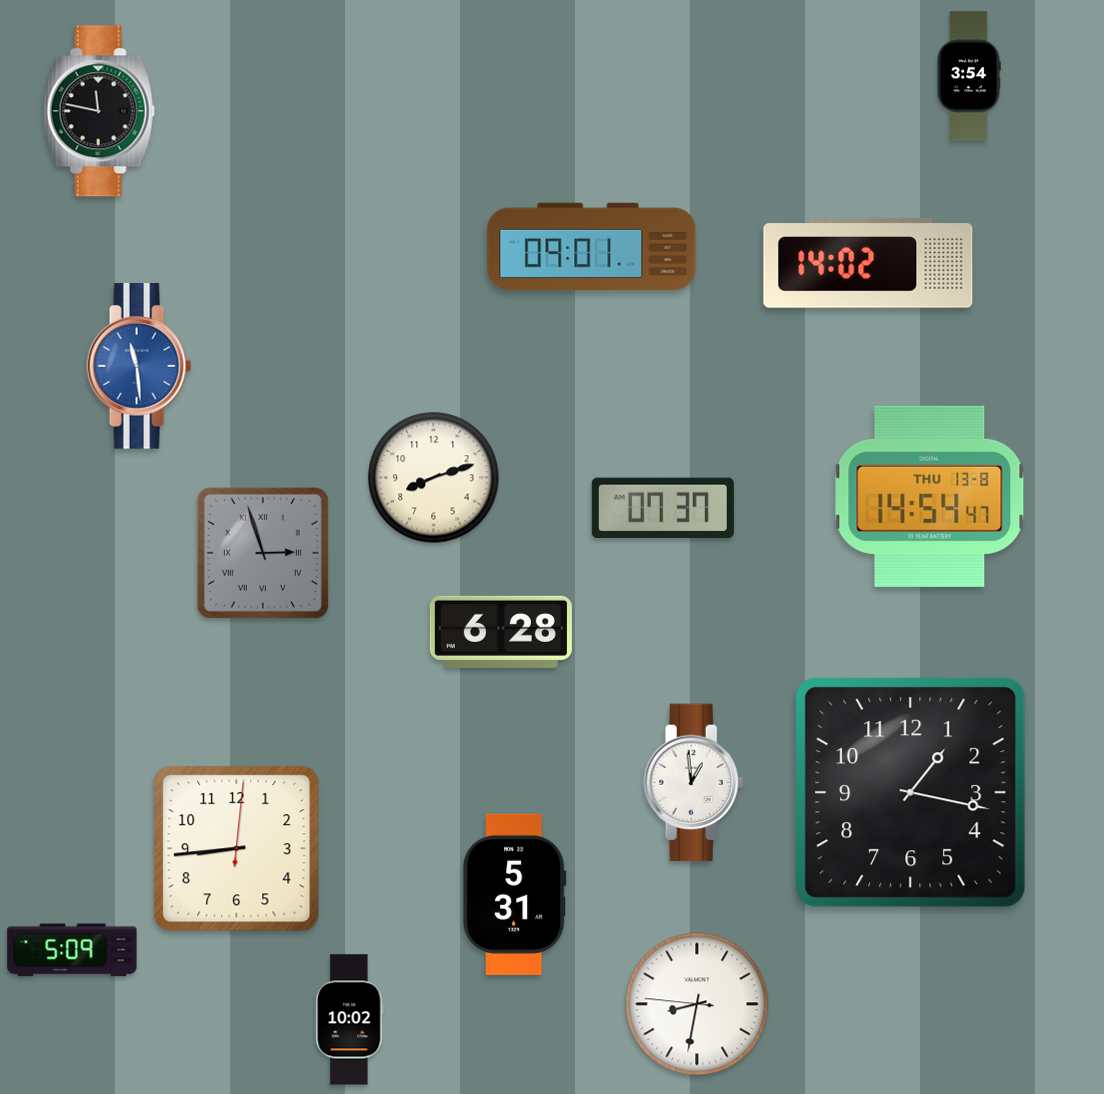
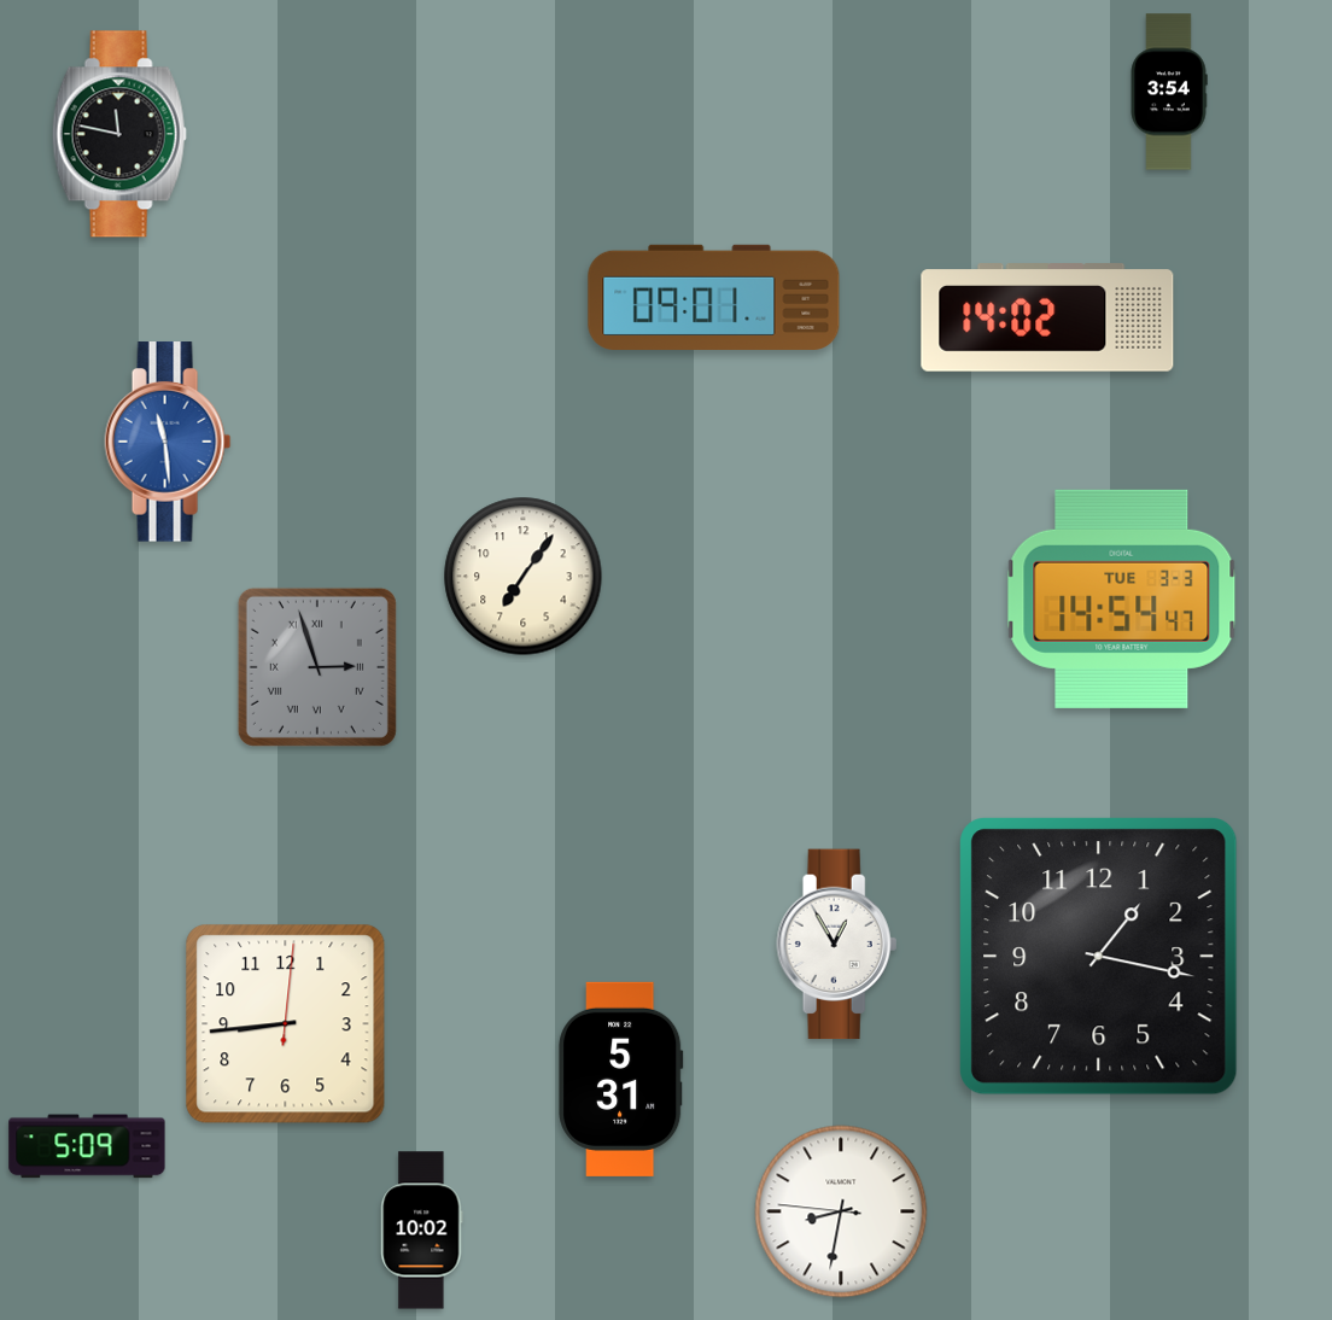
clock at (434, 478): 8:12 -> 7:06
clock at (930, 496) date: THU 13-8 -> TUE 3-3
clock at (663, 508): 07:37 -> none
clock at (501, 632): 6:28 -> none
clock at (694, 783): 12:59 -> 12:55
